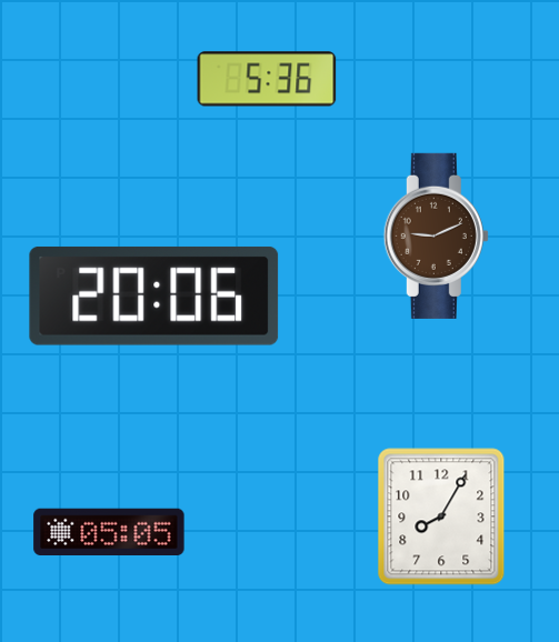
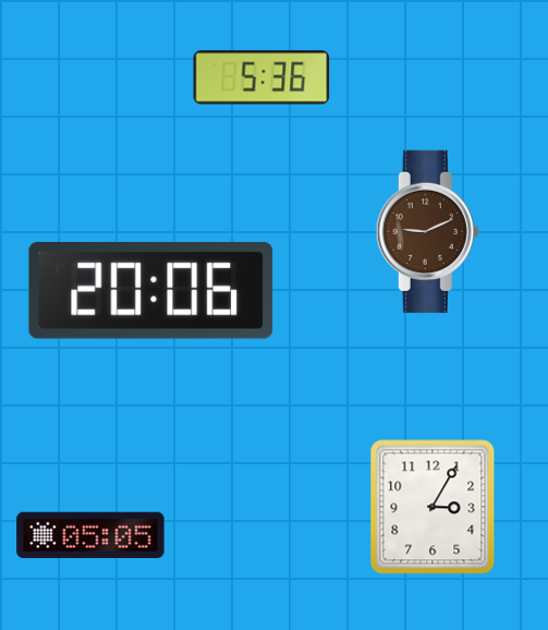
clock at (441, 516): 8:05 -> 3:05
clock at (109, 531) position: (109, 531) -> (90, 534)
